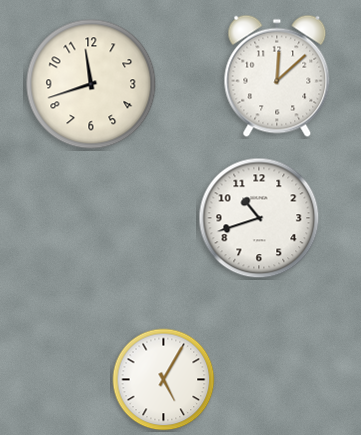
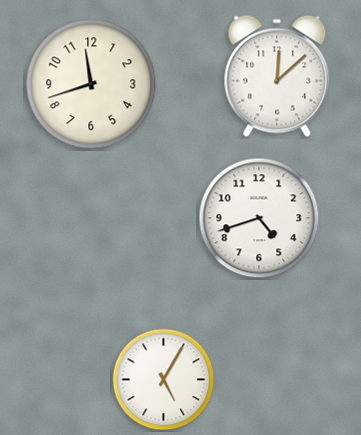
clock at (259, 218): 10:42 -> 4:42
